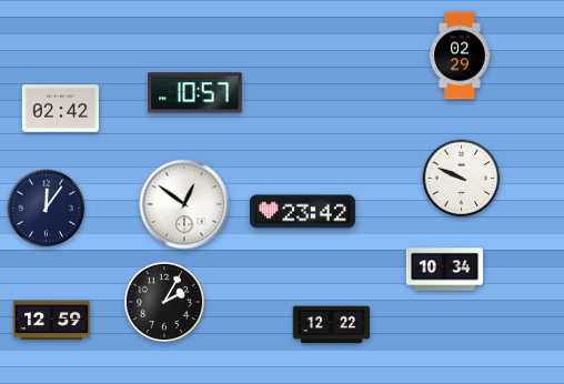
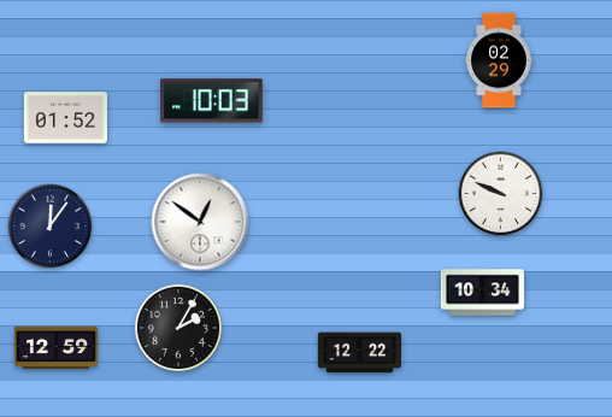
clock at (195, 93): 10:57 -> 10:03
clock at (60, 109): 02:42 -> 01:52
clock at (302, 212): 23:42 -> none
